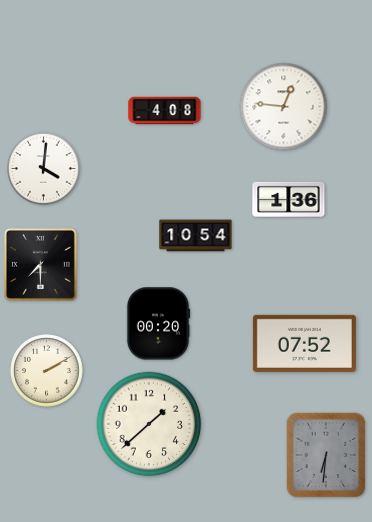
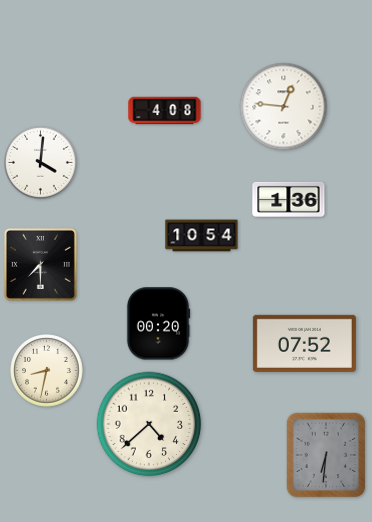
clock at (44, 169) position: (44, 169) -> (41, 163)
clock at (196, 236) position: (196, 236) -> (202, 236)
clock at (47, 371): 2:10 -> 8:32
clock at (149, 424): 1:38 -> 4:38
